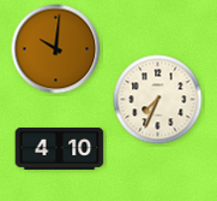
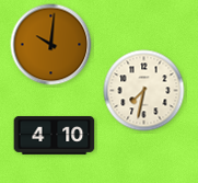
clock at (158, 100): 7:34 -> 7:32
